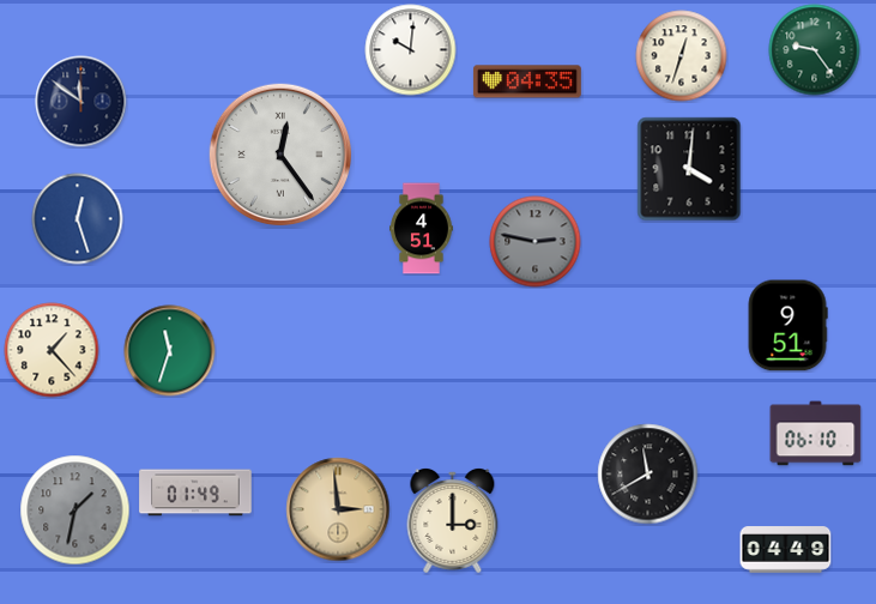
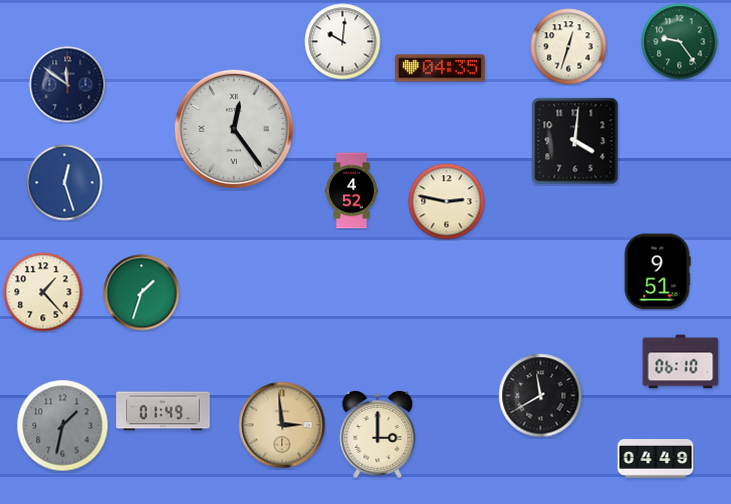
clock at (422, 229): 4:51 -> 4:52
clock at (536, 242) dial: grey -> cream
clock at (170, 351): 11:33 -> 1:33
